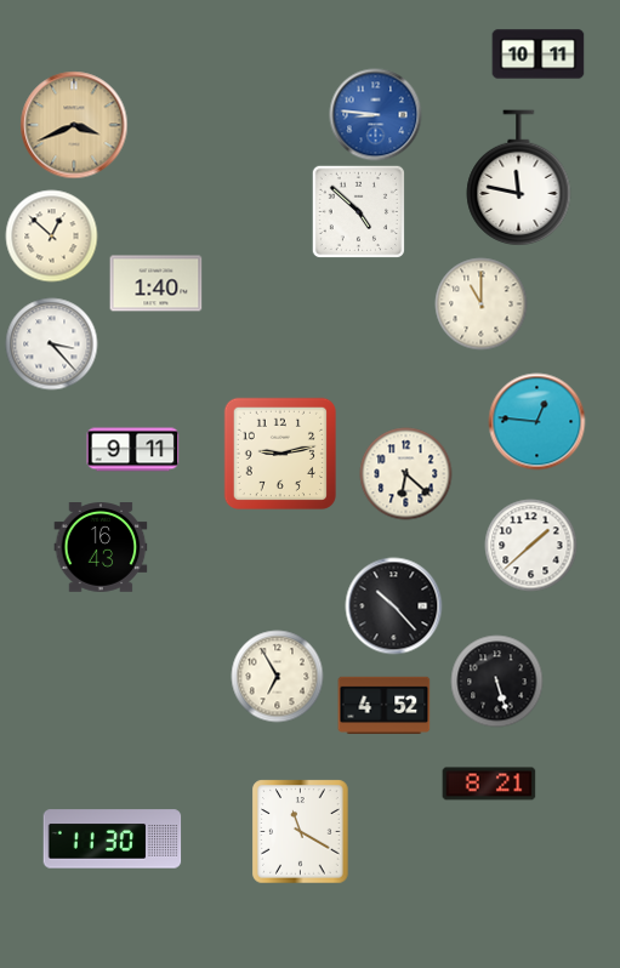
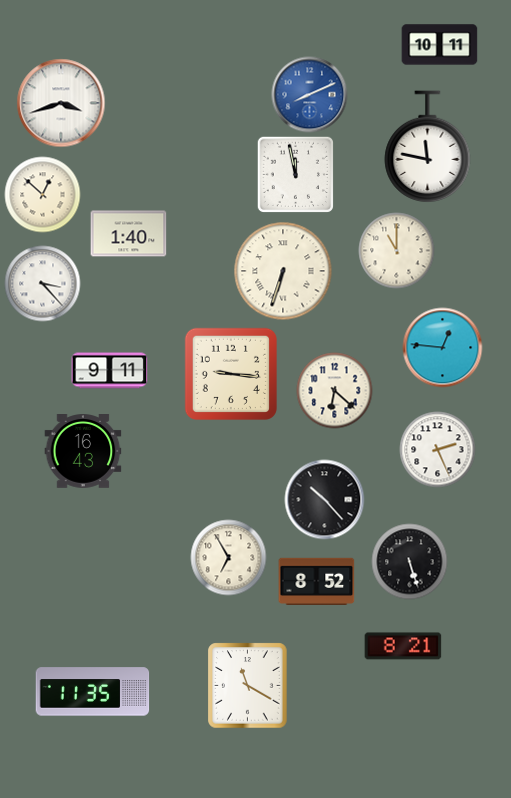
clock at (539, 55) position: (539, 55) -> (440, 45)
clock at (376, 115): 8:46 -> 8:11
clock at (74, 125): 3:41 -> 3:42
clock at (74, 125) dial: champagne -> white
clock at (358, 211): 4:52 -> 11:58
clock at (283, 271): none -> 6:33
clock at (280, 454): 9:13 -> 9:16
clock at (531, 546): 1:38 -> 2:26
clock at (385, 705): 4:52 -> 8:52
clock at (113, 839): 11:30 -> 11:35
